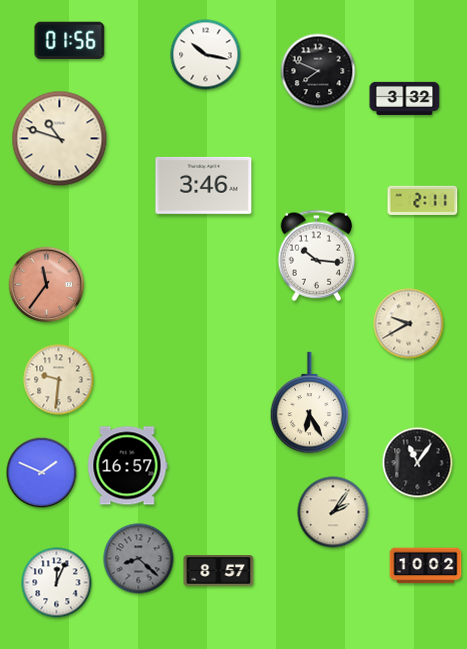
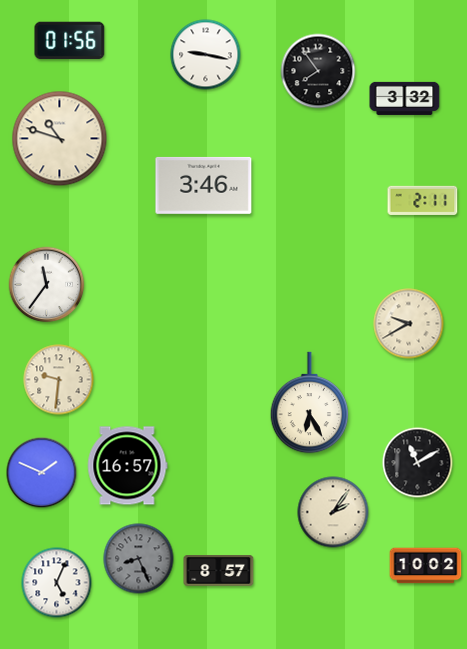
clock at (206, 55): 10:17 -> 9:17
clock at (318, 71): 7:49 -> 7:54
clock at (317, 255): 10:16 -> none
clock at (47, 285) dial: salmon -> white
clock at (418, 463): 11:06 -> 11:10
clock at (139, 559): 8:22 -> 8:26
clock at (57, 583): 12:04 -> 5:04
